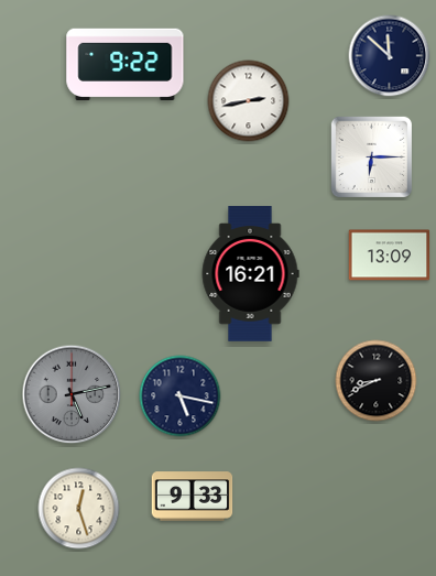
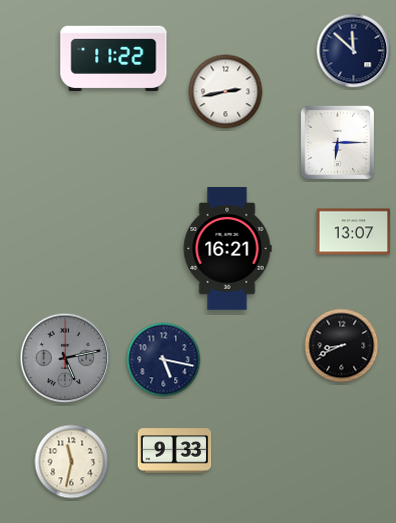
clock at (126, 64): 9:22 -> 11:22
clock at (390, 256): 13:09 -> 13:07
clock at (79, 509): 12:27 -> 11:32
